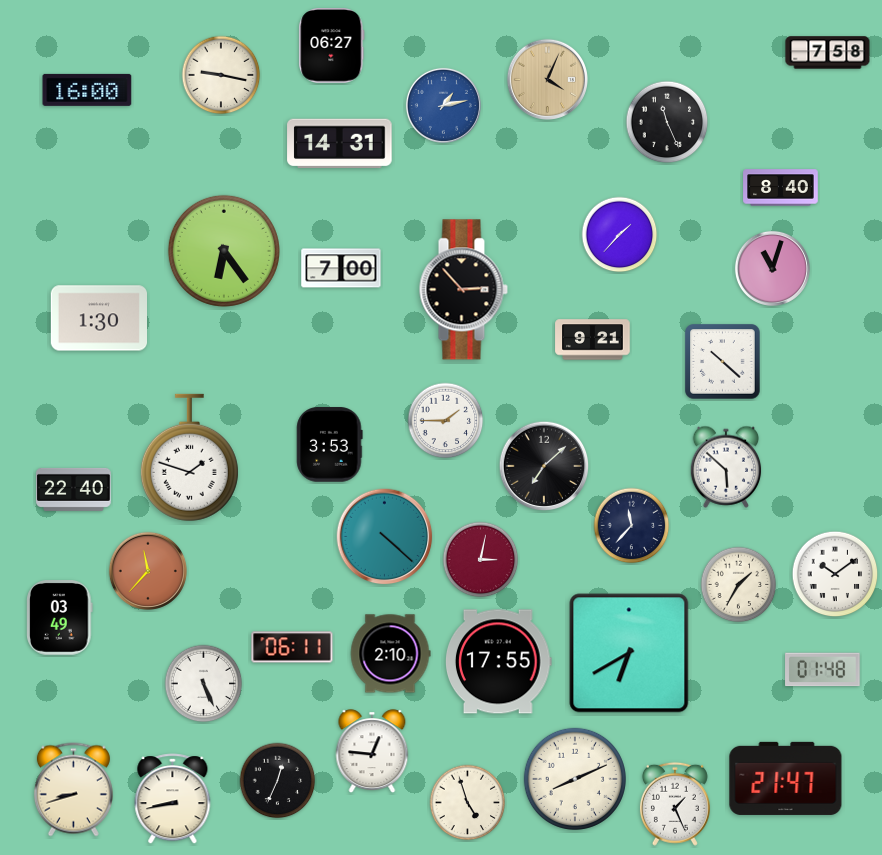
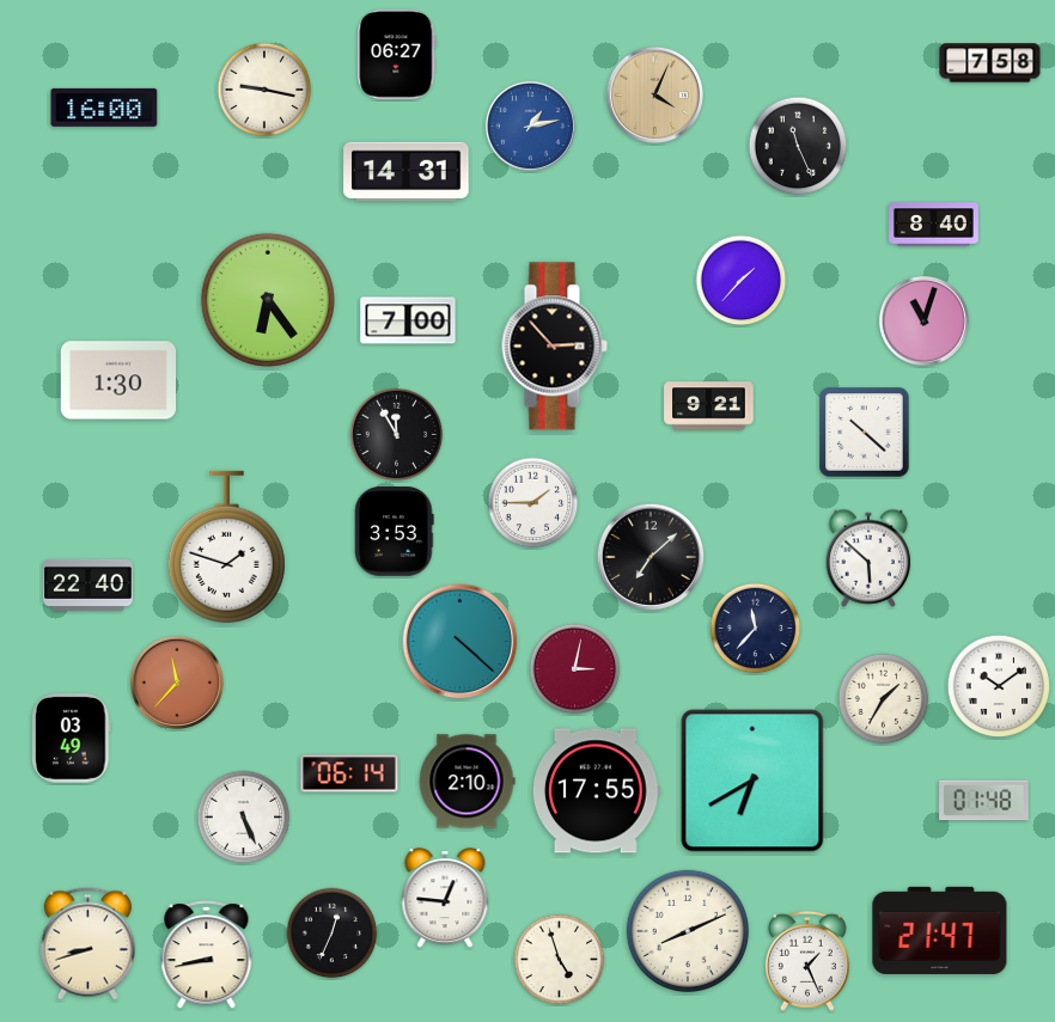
clock at (397, 435): none -> 11:55
clock at (292, 647): 06:11 -> 06:14
